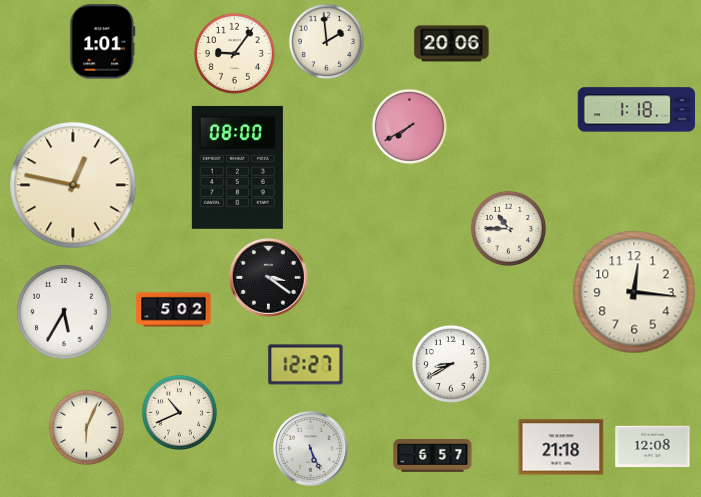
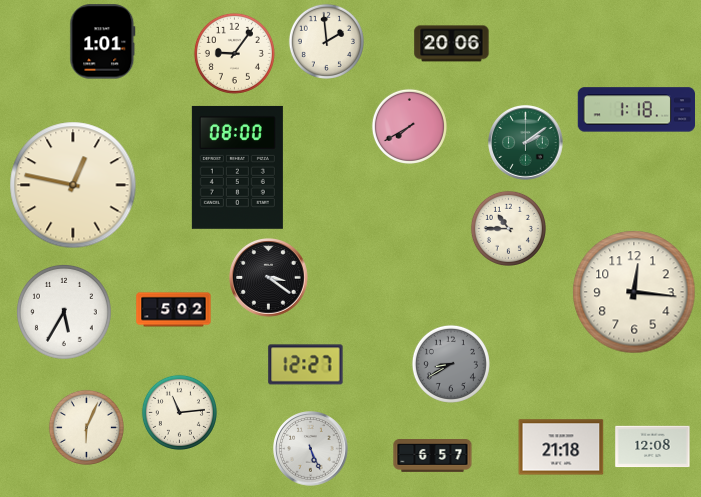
clock at (526, 143): none -> 2:09
clock at (451, 364) dial: white -> grey
clock at (179, 412): 10:41 -> 11:14
